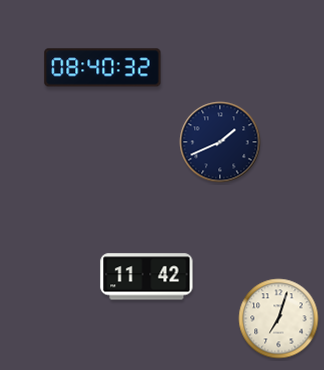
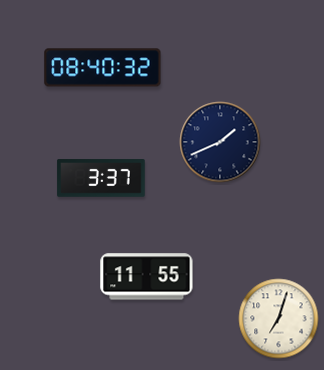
clock at (101, 178): none -> 3:37
clock at (147, 277): 11:42 -> 11:55
